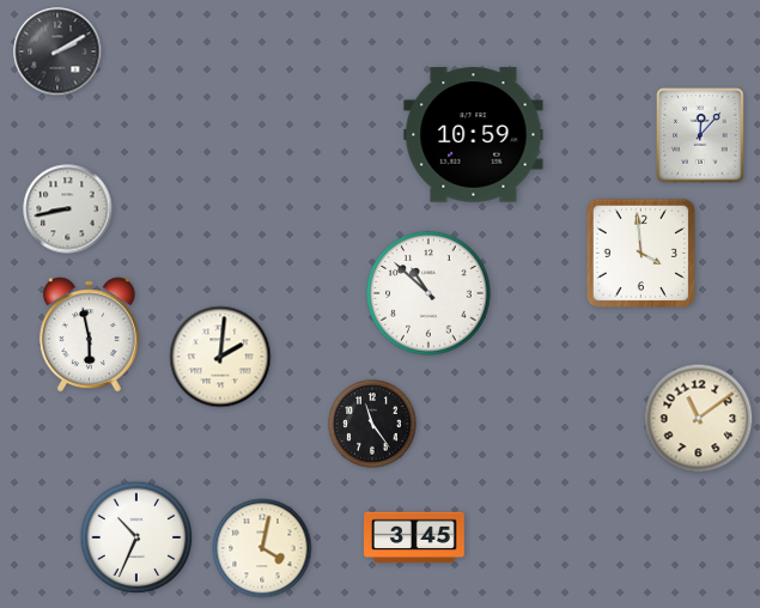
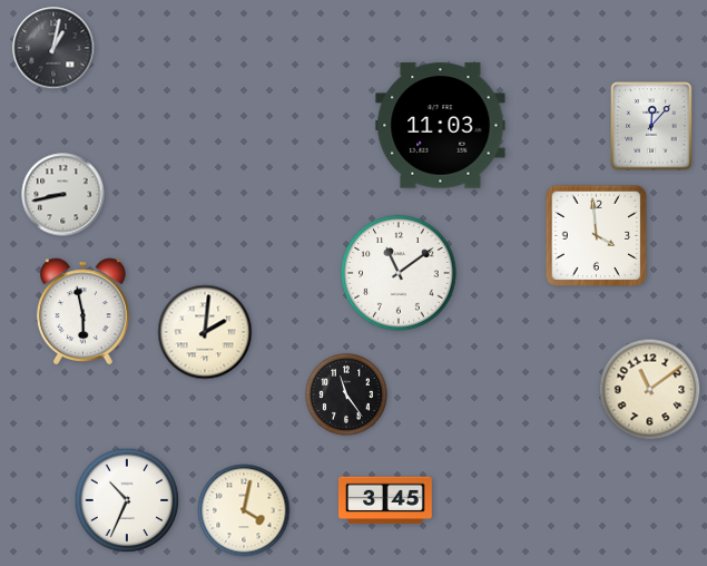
clock at (57, 51): 2:10 -> 1:02
clock at (474, 135): 10:59 -> 11:03
clock at (428, 293): 10:52 -> 11:09
